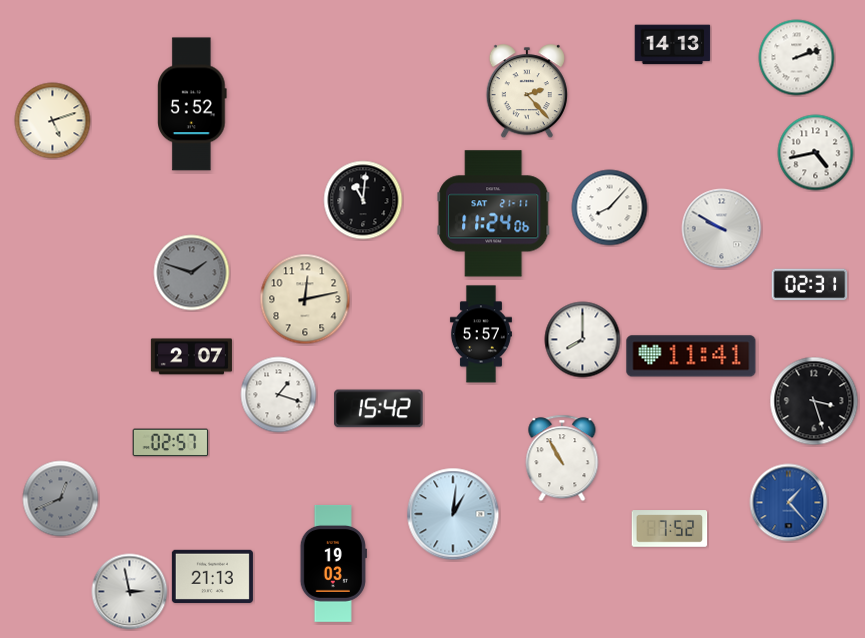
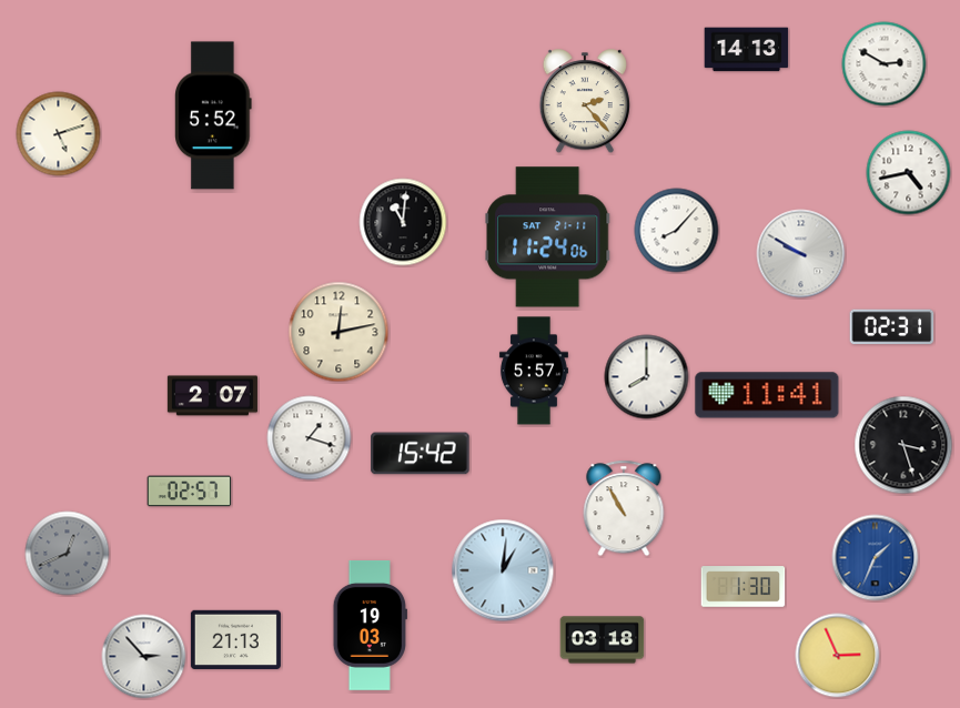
clock at (797, 58): 2:12 -> 2:50
clock at (816, 153) position: (816, 153) -> (909, 173)
clock at (192, 273): 1:48 -> none
clock at (810, 285) position: (810, 285) -> (892, 327)
clock at (789, 503): 1:23 -> 1:34
clock at (670, 529): 7:52 -> 1:30
clock at (603, 640): none -> 03:18
clock at (838, 656): none -> 2:56
clock at (130, 592): 2:58 -> 2:53
